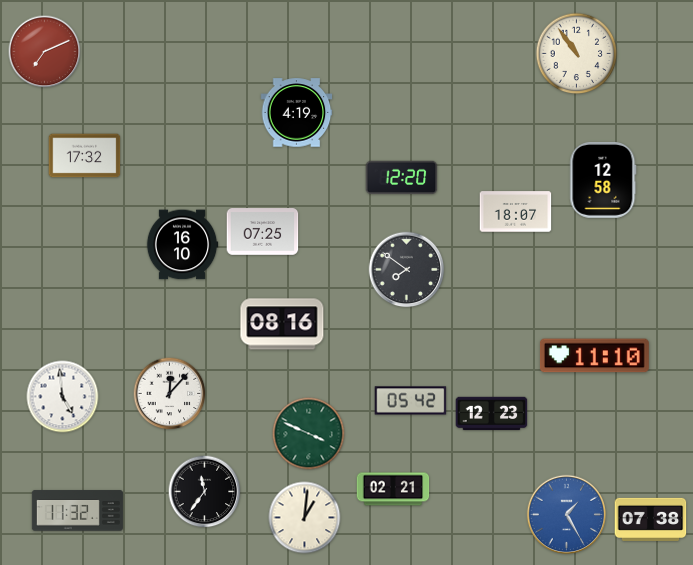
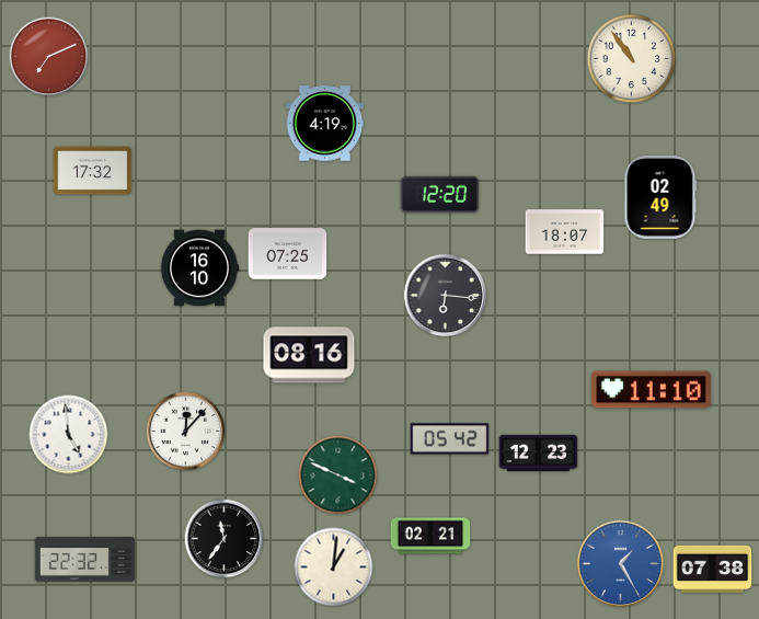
clock at (603, 180): 12:58 -> 02:49
clock at (407, 270): 7:51 -> 6:16
clock at (77, 511): 11:32 -> 22:32
